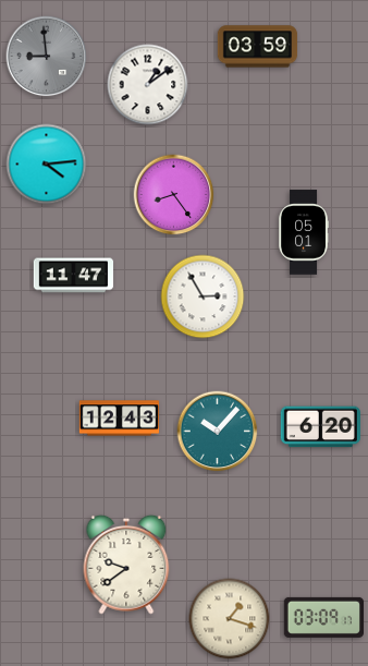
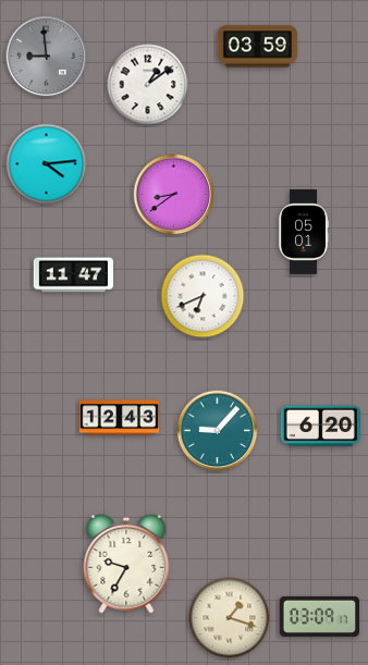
clock at (174, 195): 8:24 -> 8:39
clock at (203, 296): 2:55 -> 6:41
clock at (218, 432): 10:07 -> 9:07
clock at (126, 565): 9:39 -> 9:35
clock at (323, 617) position: (323, 617) -> (319, 616)
